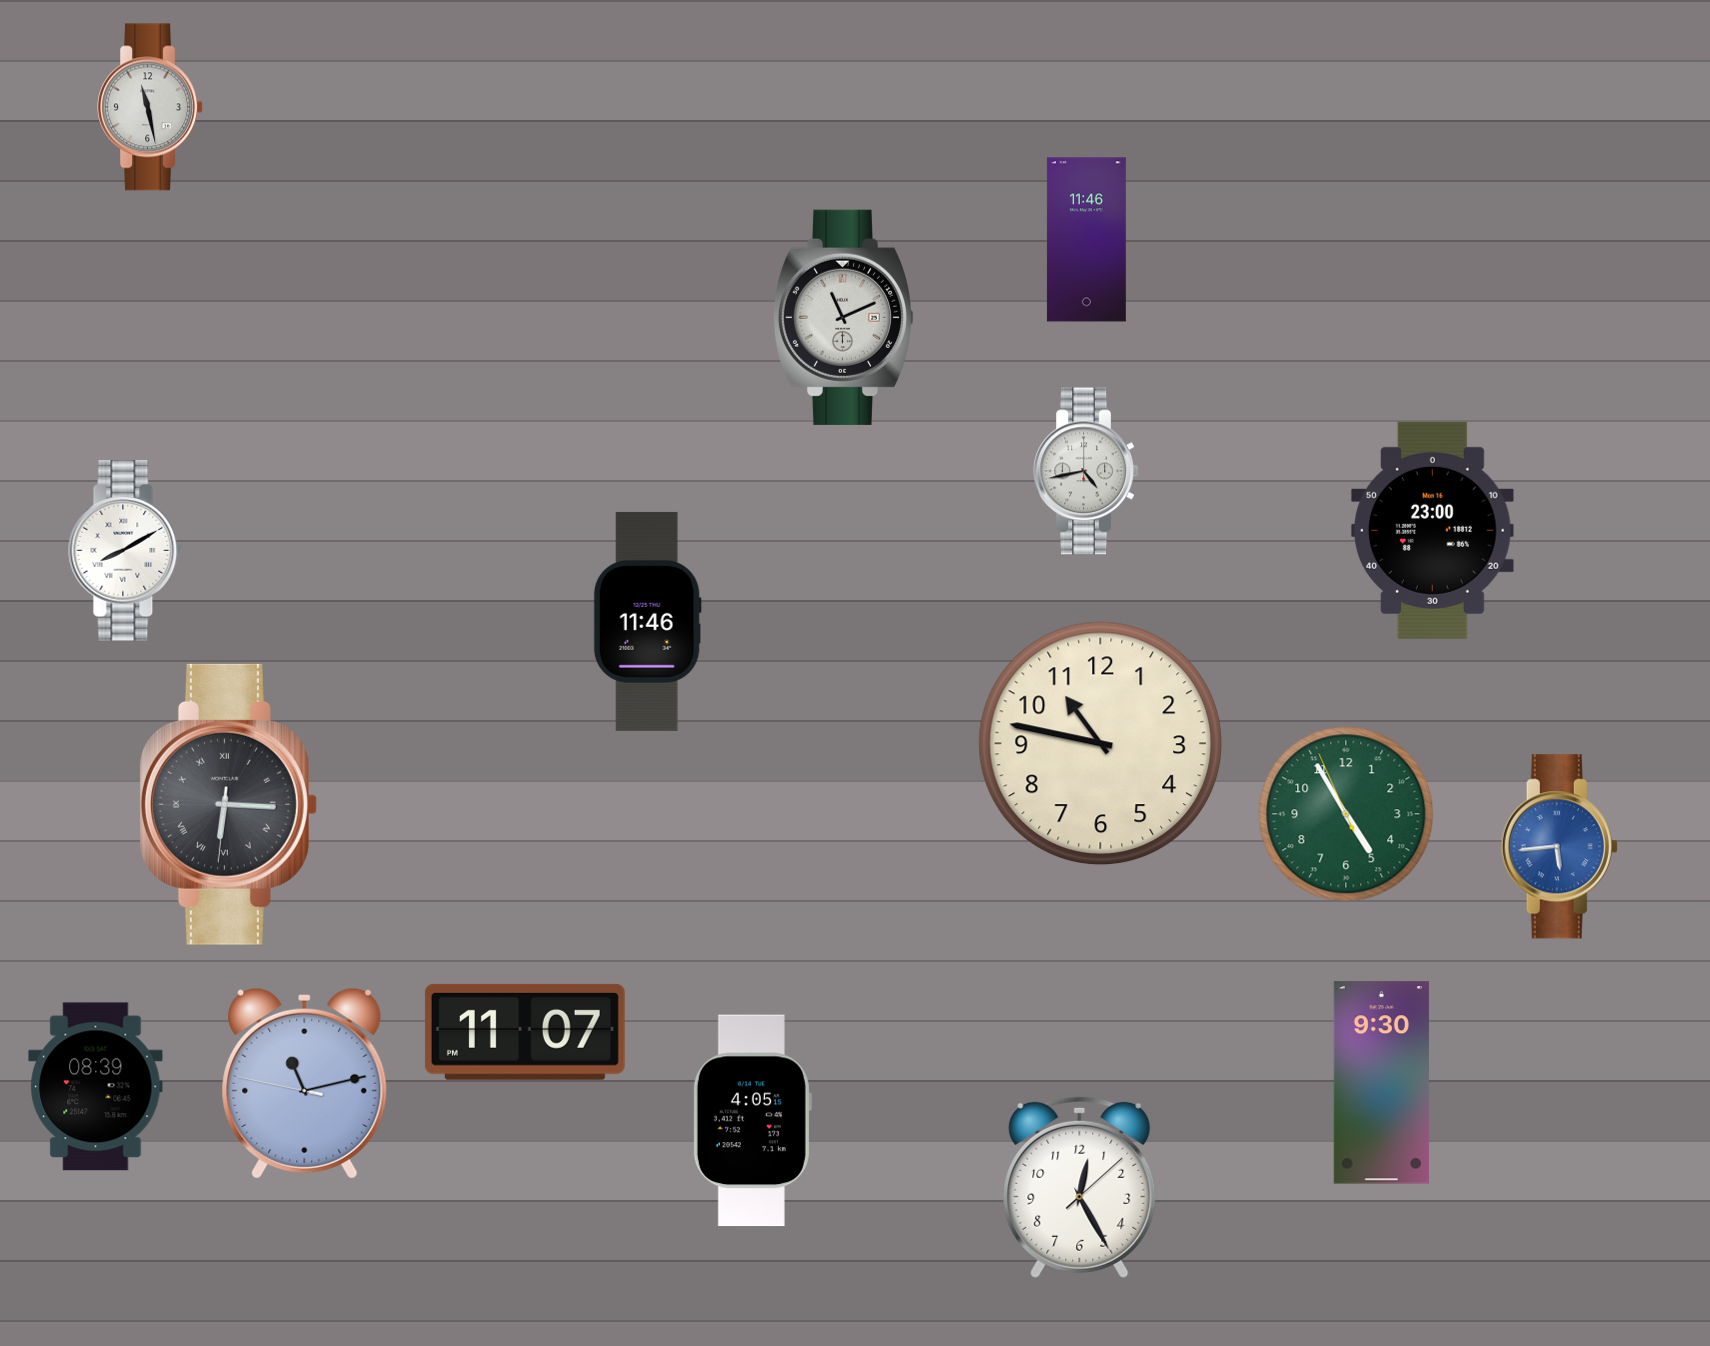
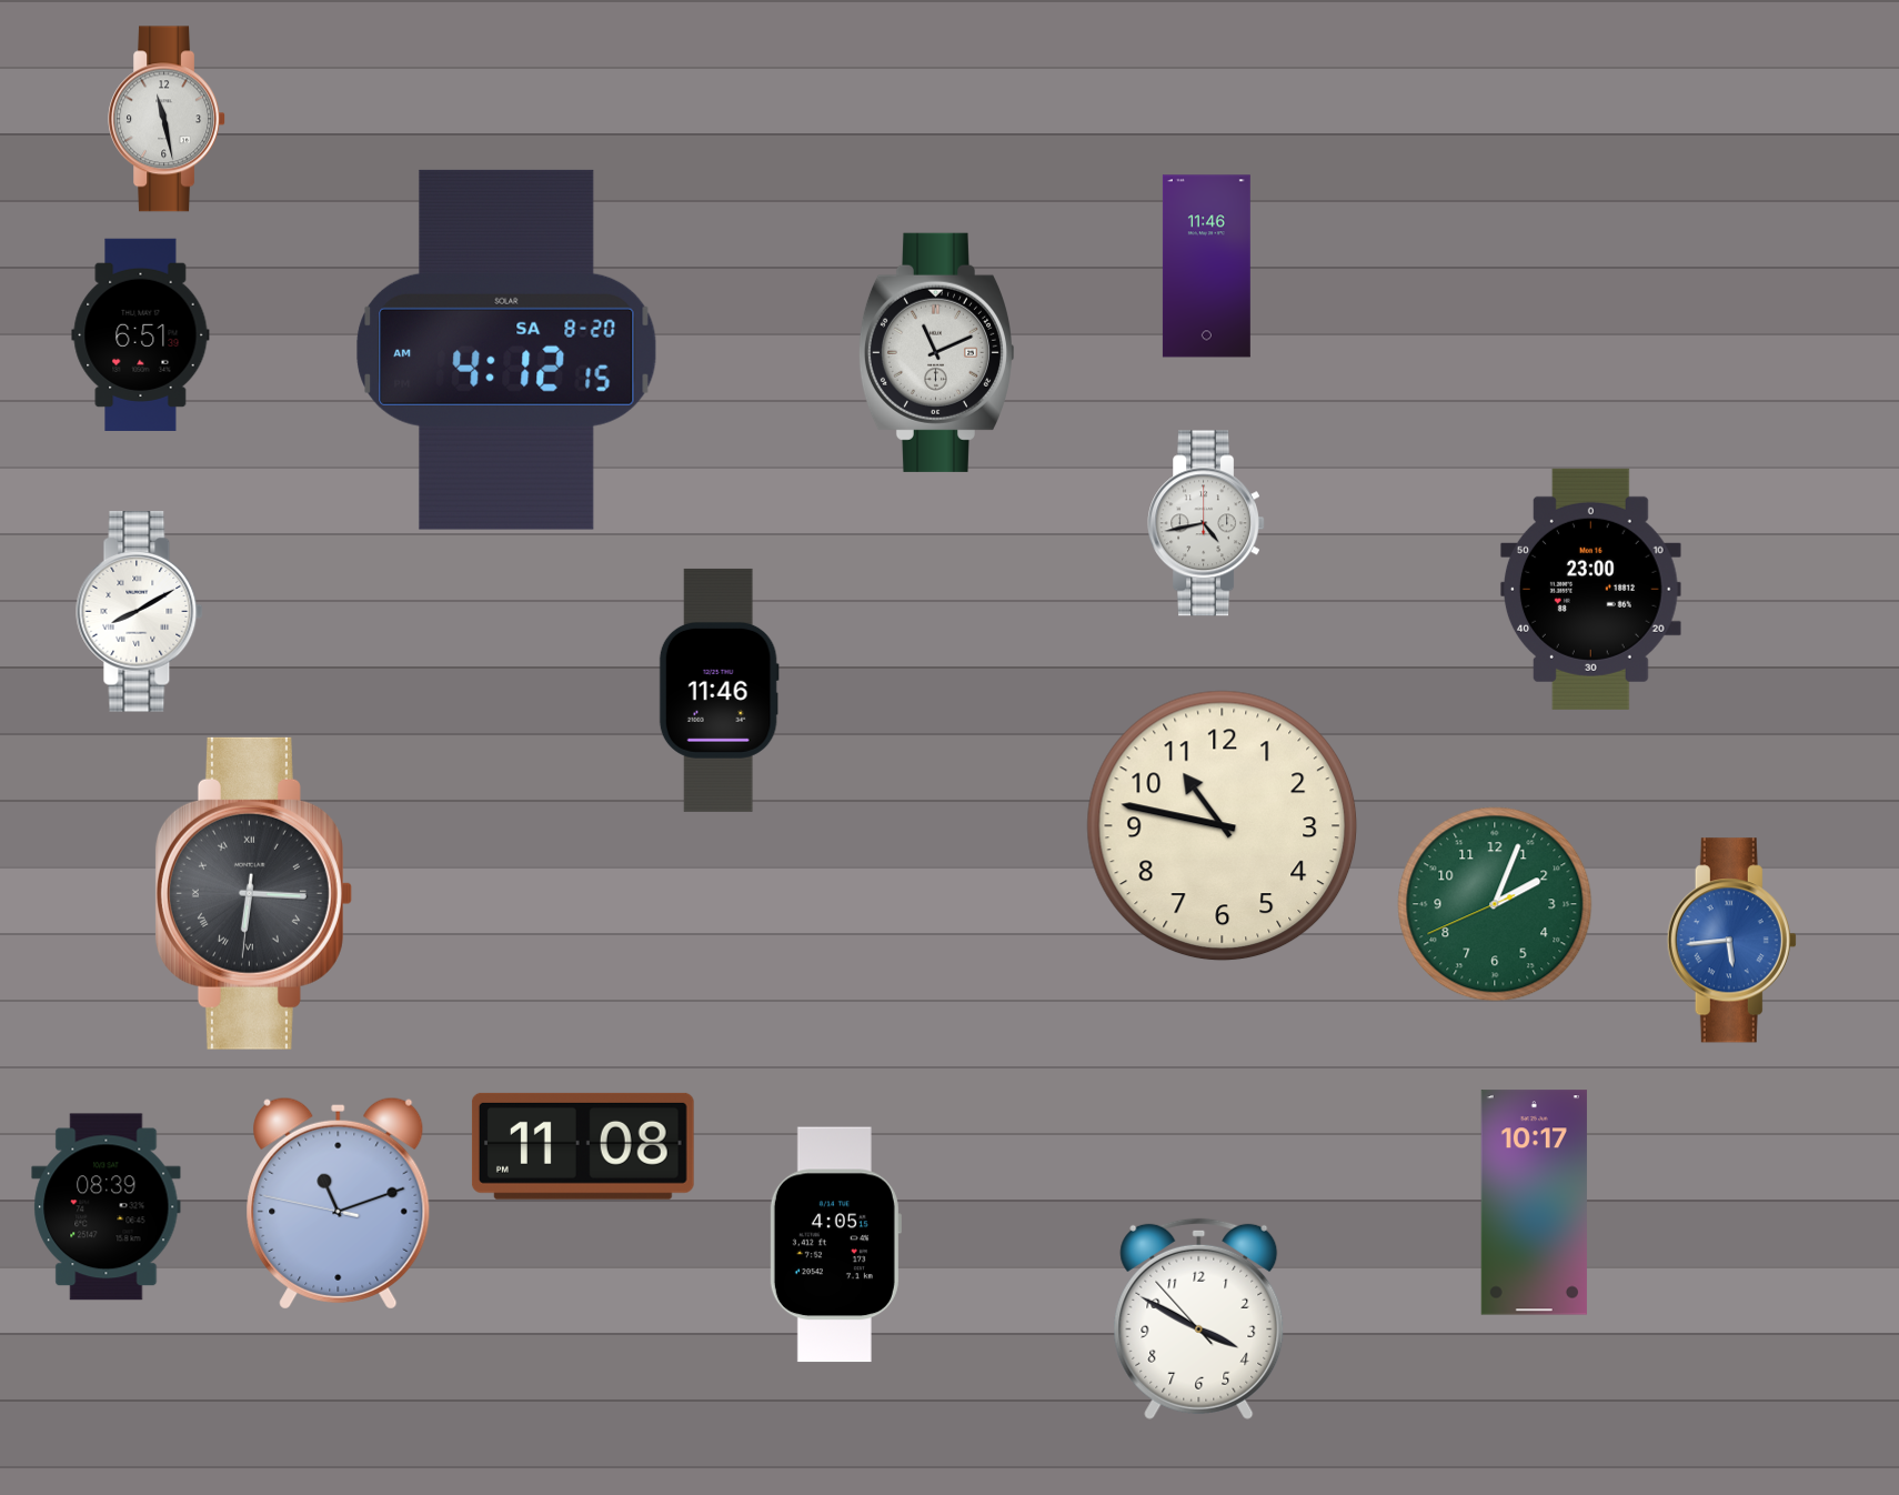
clock at (141, 334): none -> 6:51
clock at (506, 350): none -> 4:12
clock at (1346, 814): 4:54 -> 2:03
clock at (525, 1032): 11:07 -> 11:08
clock at (305, 1083): 11:12 -> 11:11
clock at (1381, 1083): 9:30 -> 10:17
clock at (1080, 1187): 12:25 -> 3:49
